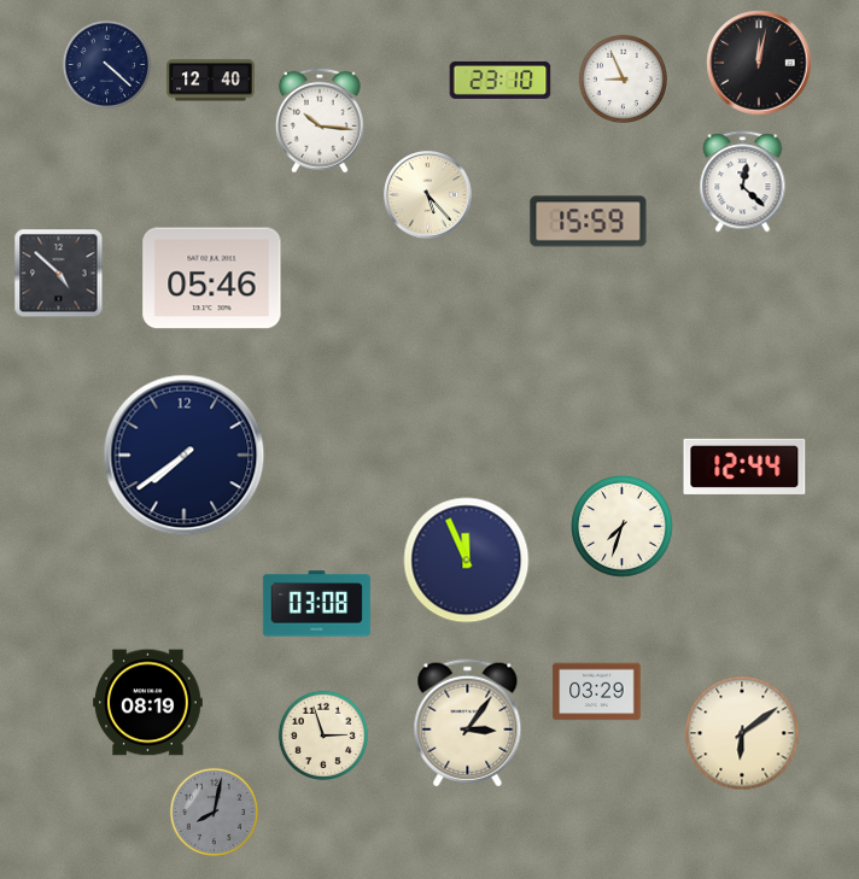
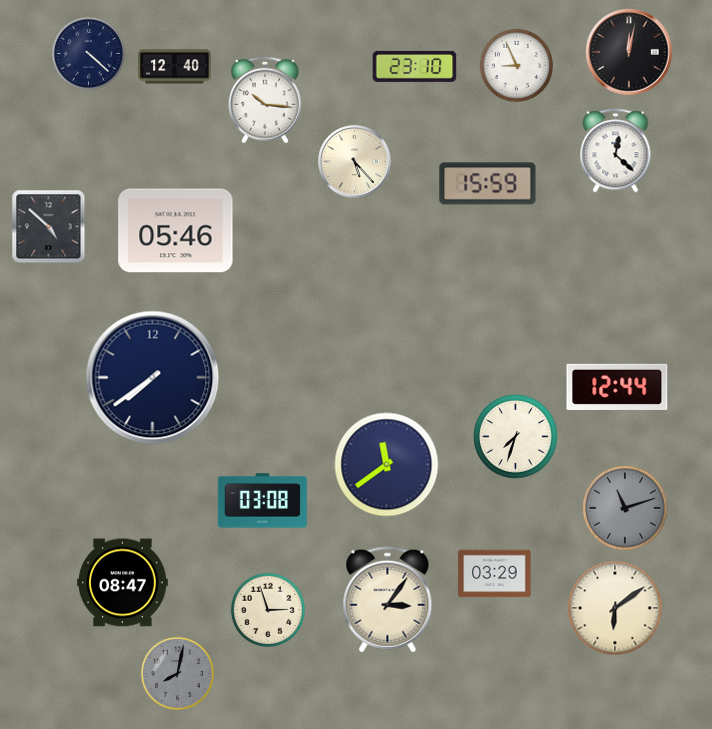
clock at (467, 561): 11:56 -> 11:39
clock at (625, 508): none -> 11:12
clock at (148, 703): 08:19 -> 08:47
